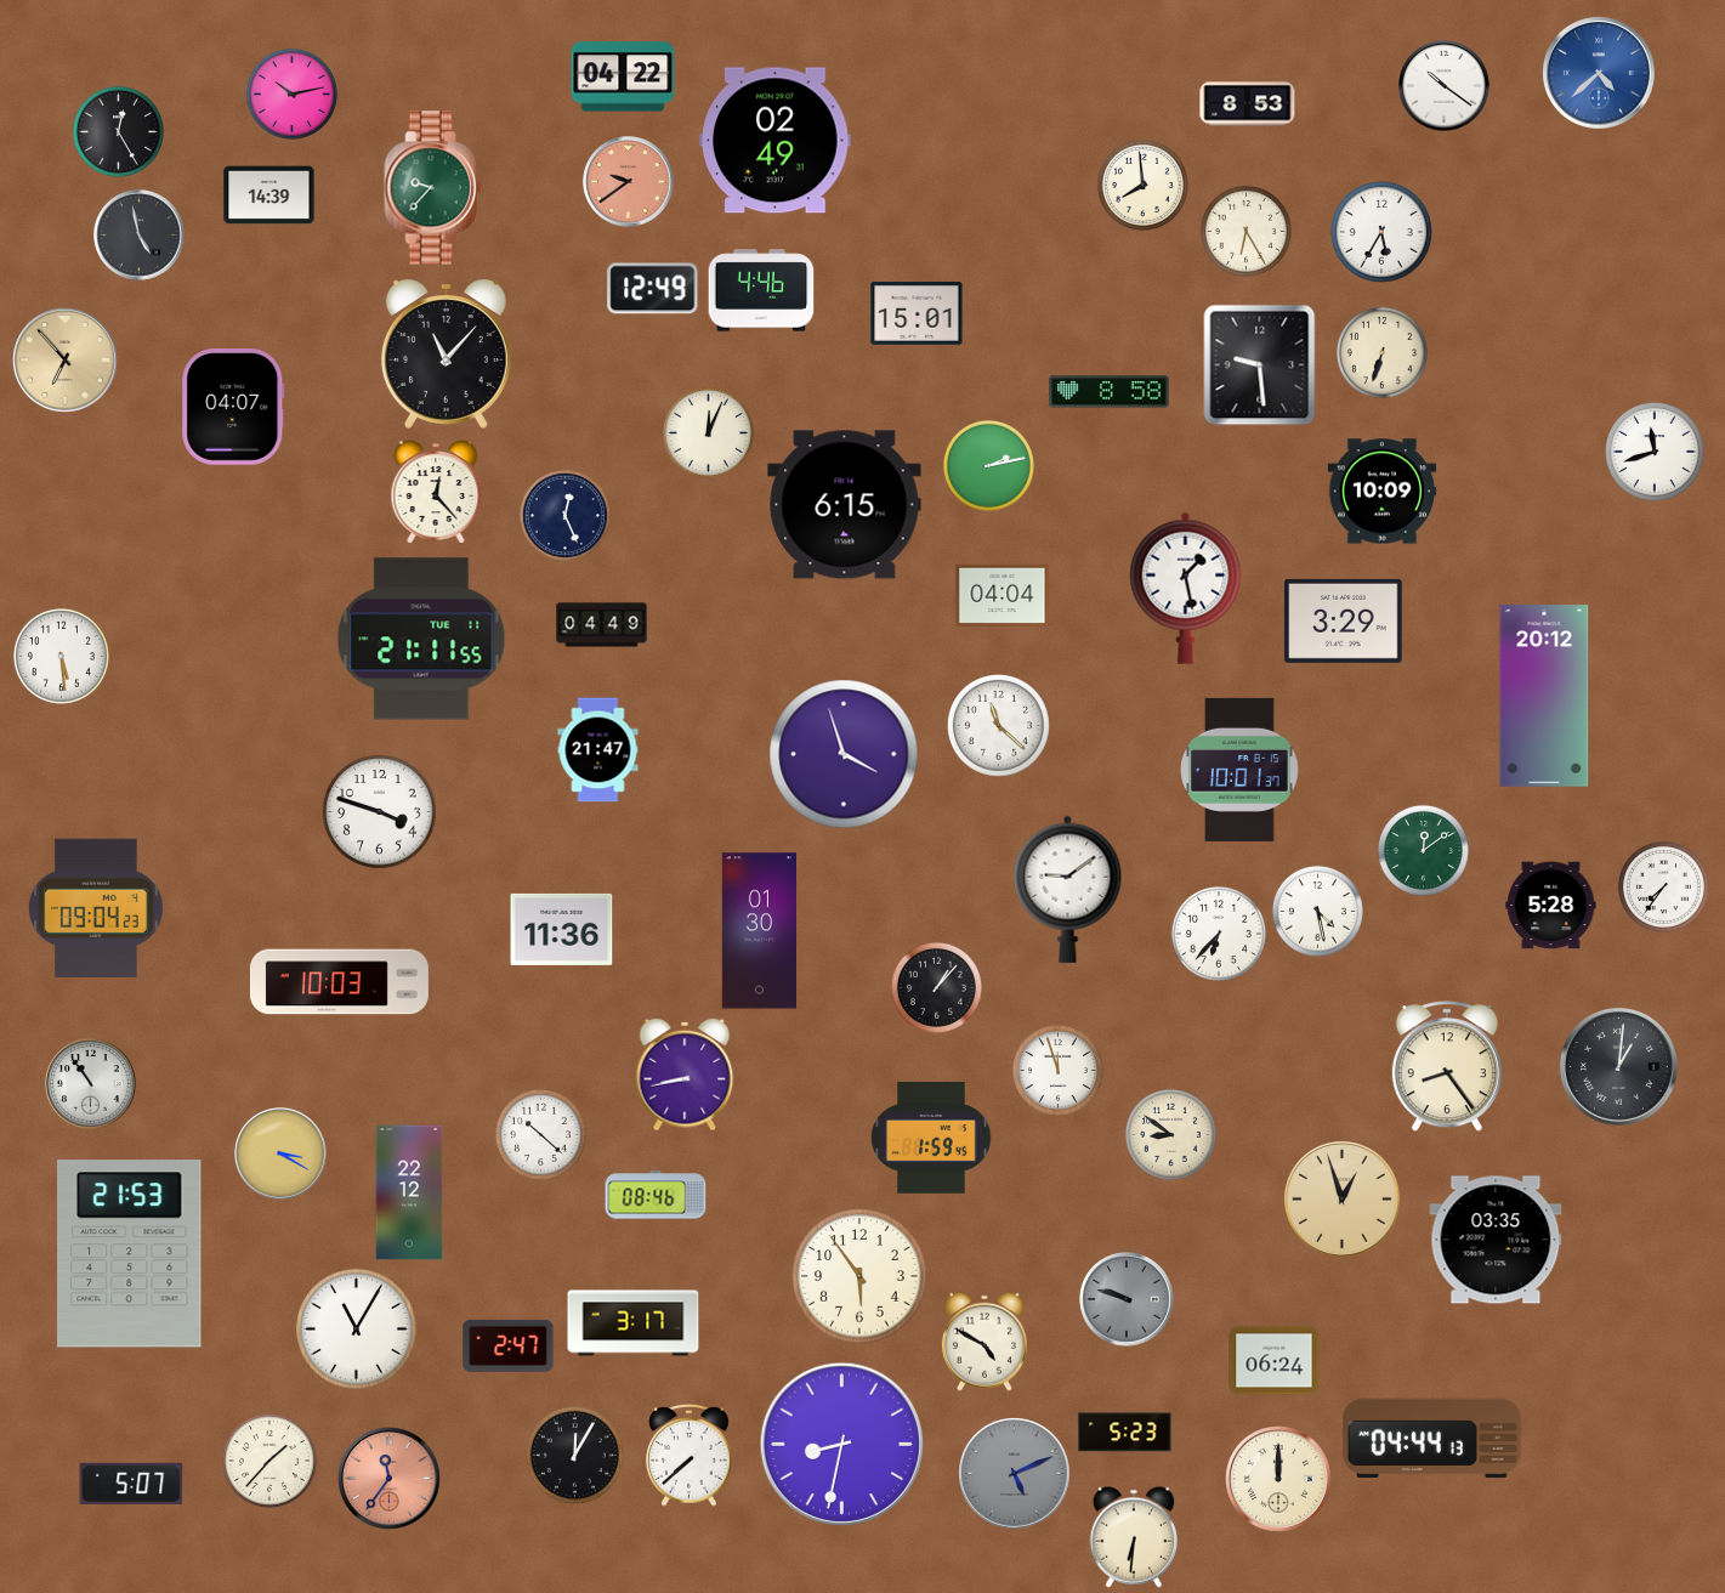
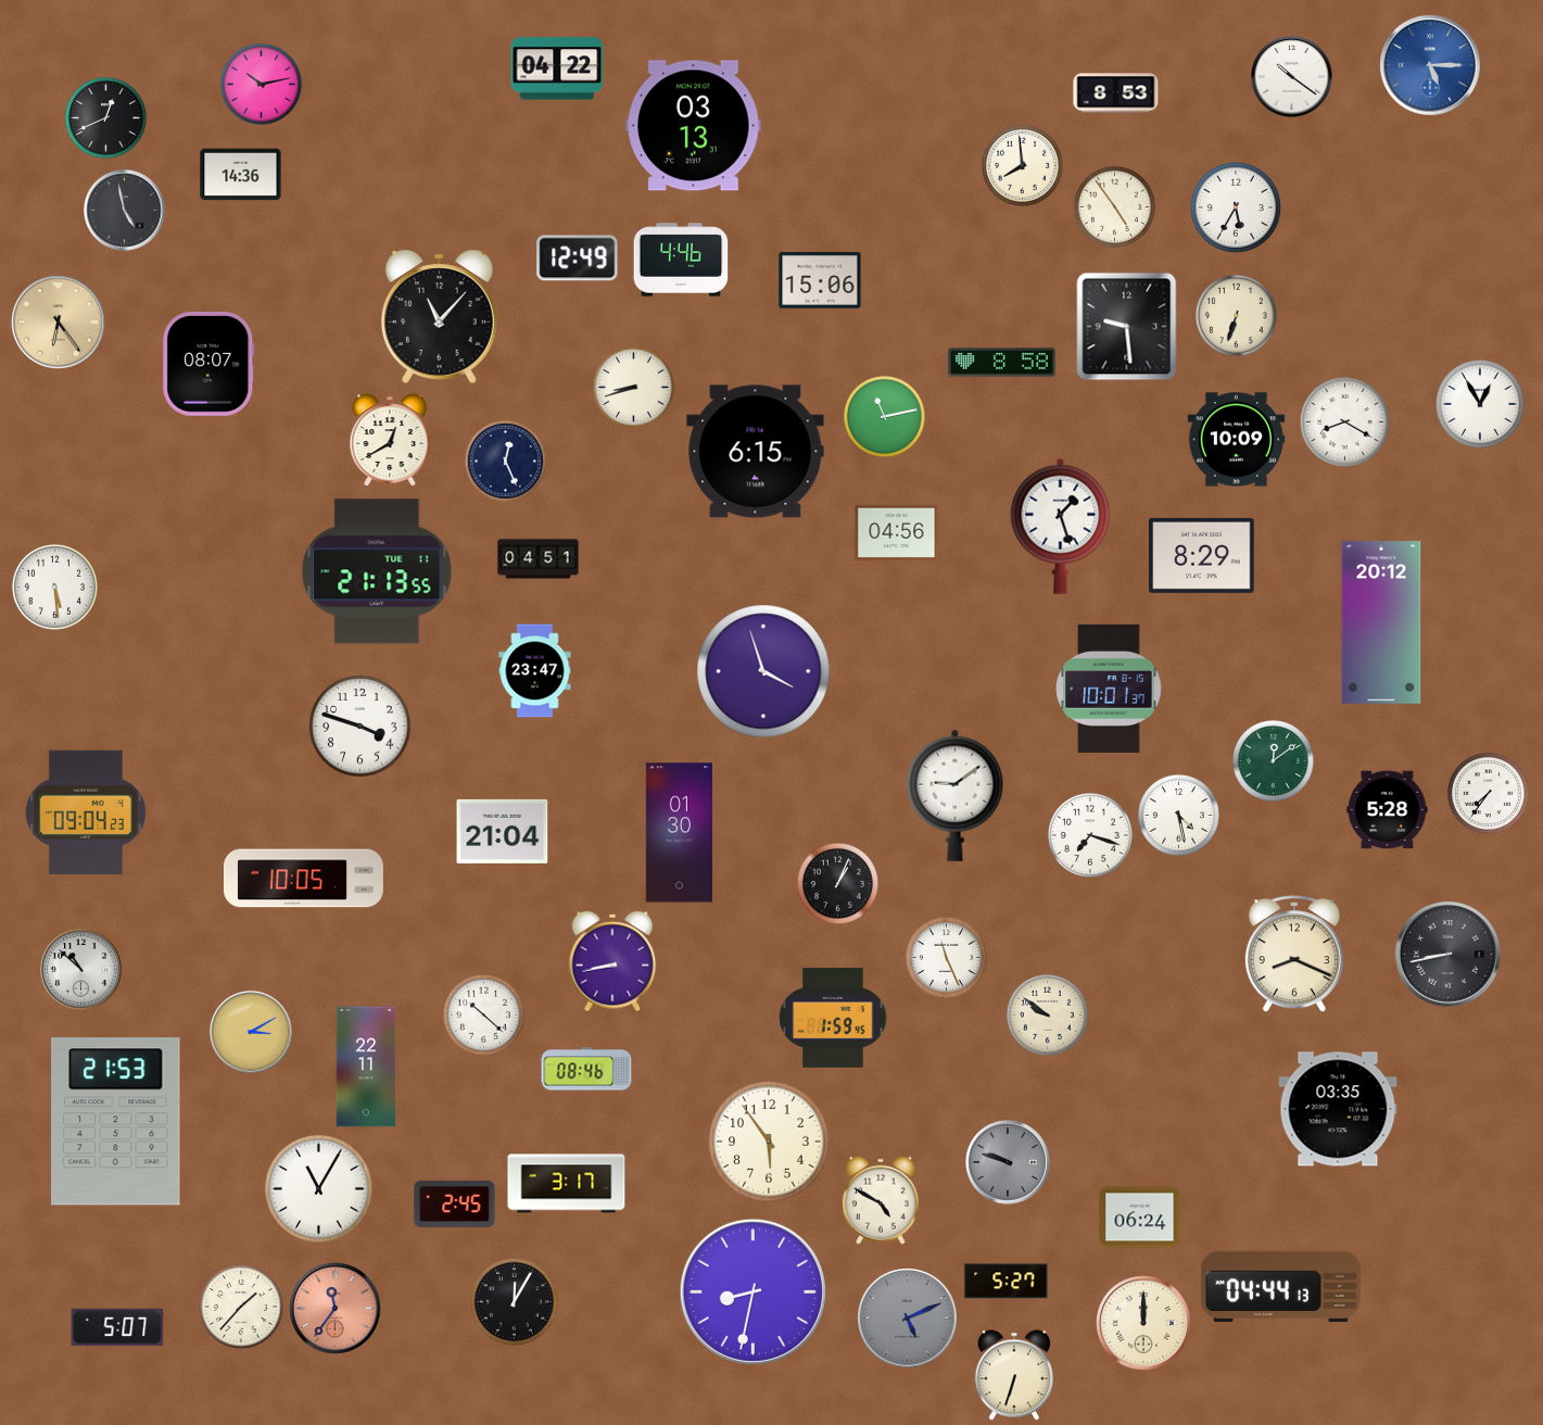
clock at (1600, 74): 4:38 -> 5:15
clock at (118, 131): 12:25 -> 12:41
clock at (776, 141): 02:49 -> 03:13
clock at (629, 182): 9:39 -> none
clock at (433, 188): 9:37 -> none
clock at (269, 195): 14:39 -> 14:36
clock at (1245, 231): 6:25 -> 4:54
clock at (653, 289) position: (653, 289) -> (578, 258)
clock at (917, 314): 15:01 -> 15:06
clock at (446, 353) position: (446, 353) -> (439, 316)
clock at (66, 361): 6:53 -> 6:24
clock at (1110, 392) position: (1110, 392) -> (1002, 363)
clock at (233, 408): 04:07 -> 08:07
clock at (708, 432): 12:04 -> 8:42
clock at (1655, 452): 11:42 -> 12:55
clock at (988, 465): 2:13 -> 11:13
clock at (1344, 421): none -> 8:20
clock at (436, 492): 12:23 -> 12:40
clock at (1186, 588): 1:28 -> 1:27
clock at (1003, 595): 04:04 -> 04:56
clock at (1344, 620): 3:29 -> 8:29
clock at (602, 625): 04:49 -> 04:51
clock at (421, 639): 21:11 -> 21:13
clock at (998, 725): 11:22 -> none
clock at (598, 750): 21:47 -> 23:47
clock at (844, 754) position: (844, 754) -> (763, 671)
clock at (380, 812) position: (380, 812) -> (361, 727)
clock at (562, 929): 11:36 -> 21:04
clock at (1219, 934): 6:37 -> 7:18
clock at (339, 982): 10:03 -> 10:05
clock at (936, 987): 1:07 -> 1:04
clock at (1618, 1066): 1:01 -> 8:43
clock at (1447, 1067): 8:24 -> 8:19
clock at (1057, 1070): 11:57 -> 11:26
clock at (91, 1084): 10:54 -> 10:52
clock at (1170, 1134): 8:51 -> 9:51
clock at (280, 1153): 3:20 -> 3:10
clock at (409, 1192): 22:12 -> 22:11
clock at (1341, 1198): 12:57 -> none
clock at (509, 1345): 2:47 -> 2:45
clock at (1125, 1433): 5:23 -> 5:27
clock at (690, 1456): 7:38 -> none
clock at (390, 1479) position: (390, 1479) -> (336, 1309)
clock at (1133, 1537): 6:31 -> 6:33
